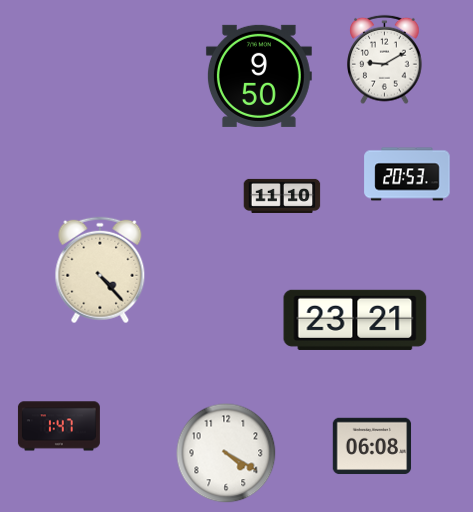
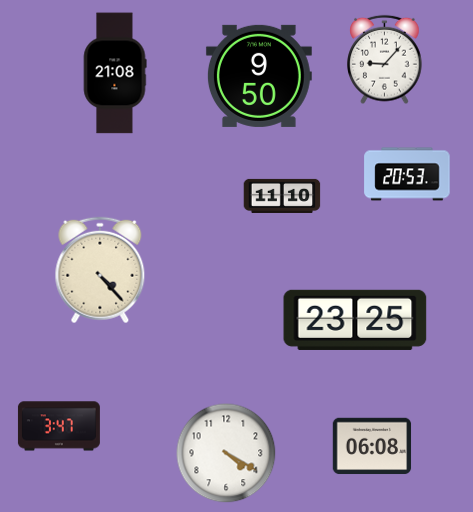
clock at (385, 60): 9:10 -> 9:07
clock at (115, 73): none -> 21:08
clock at (355, 320): 23:21 -> 23:25
clock at (59, 426): 1:47 -> 3:47
